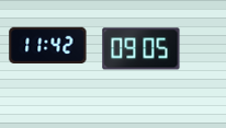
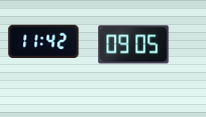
clock at (142, 49) position: (142, 49) -> (134, 45)
